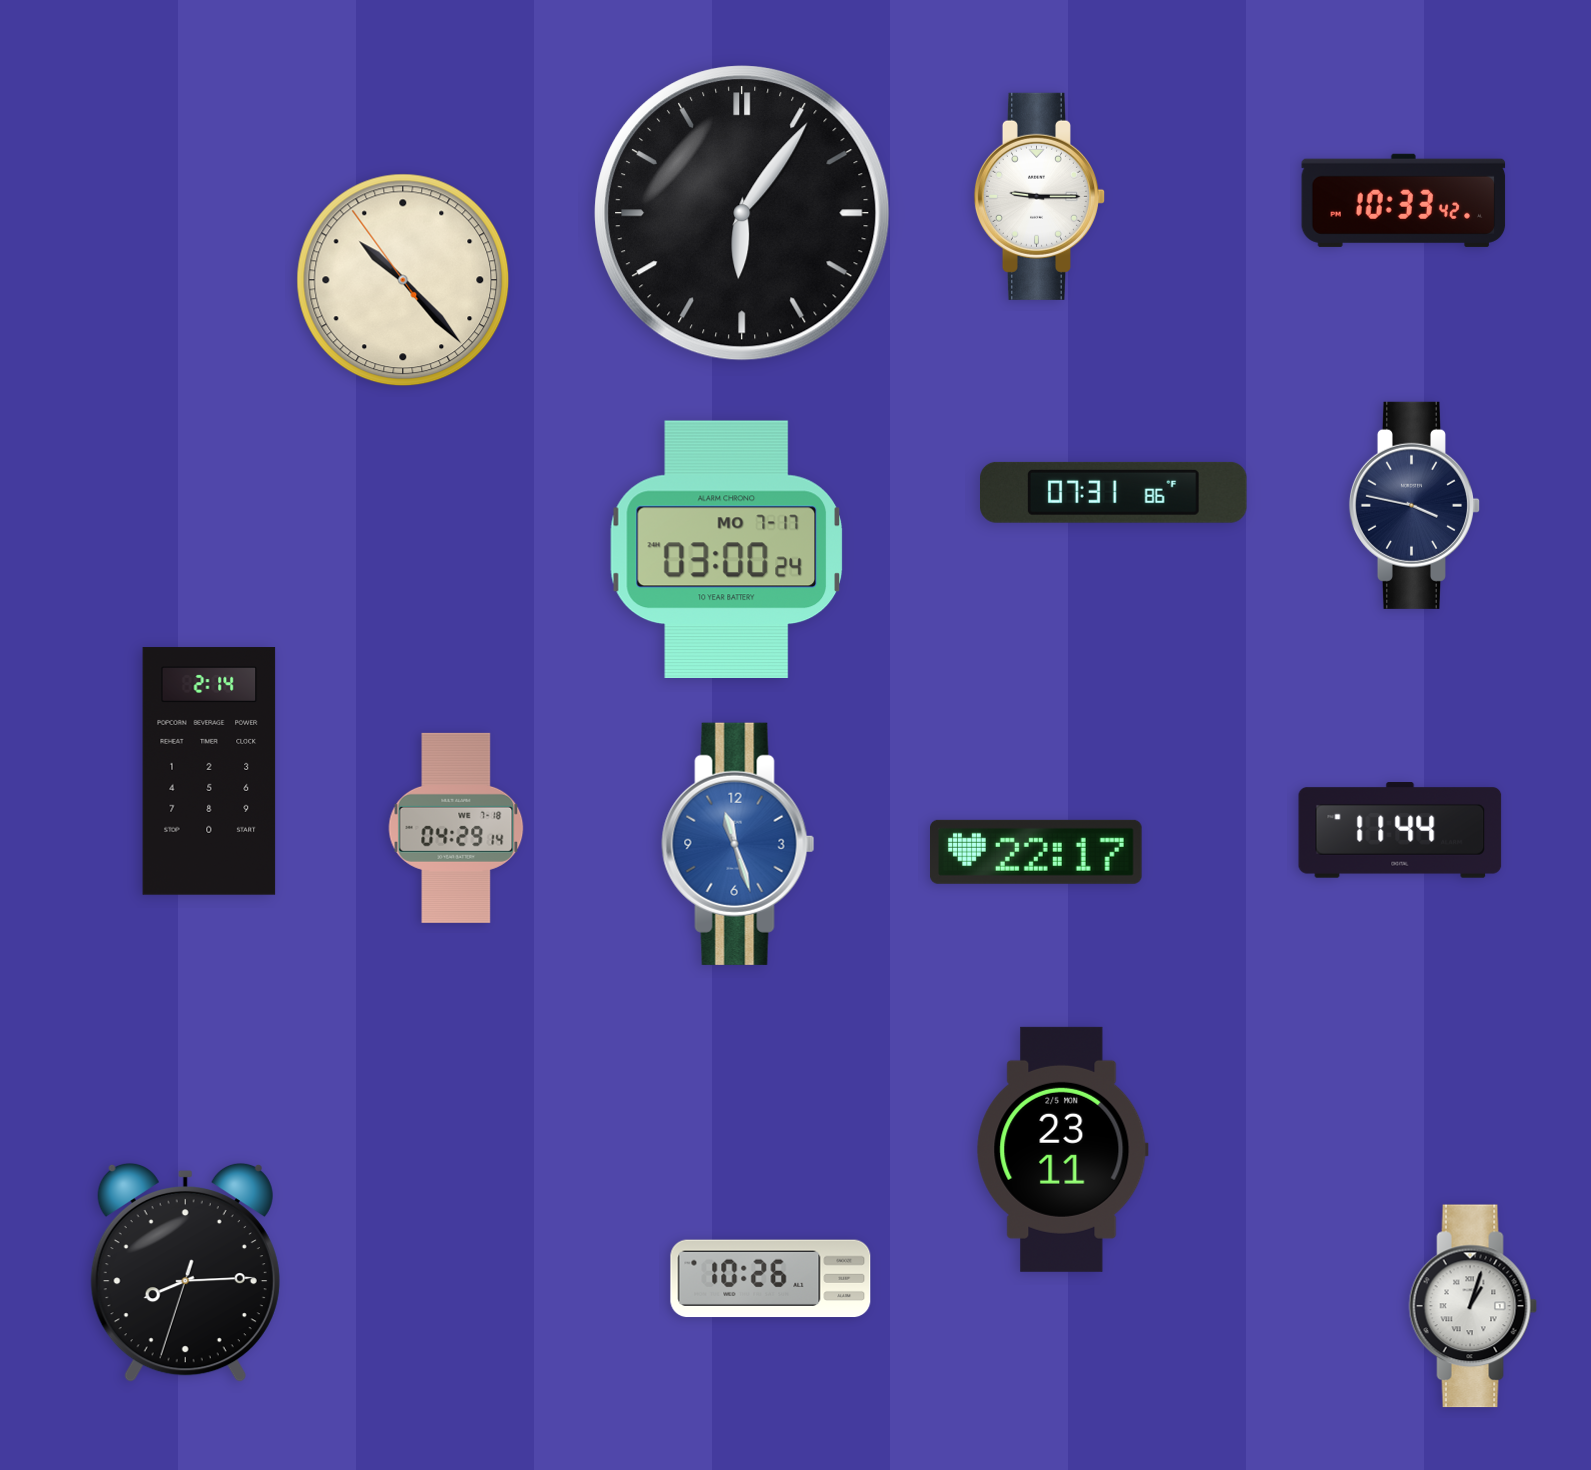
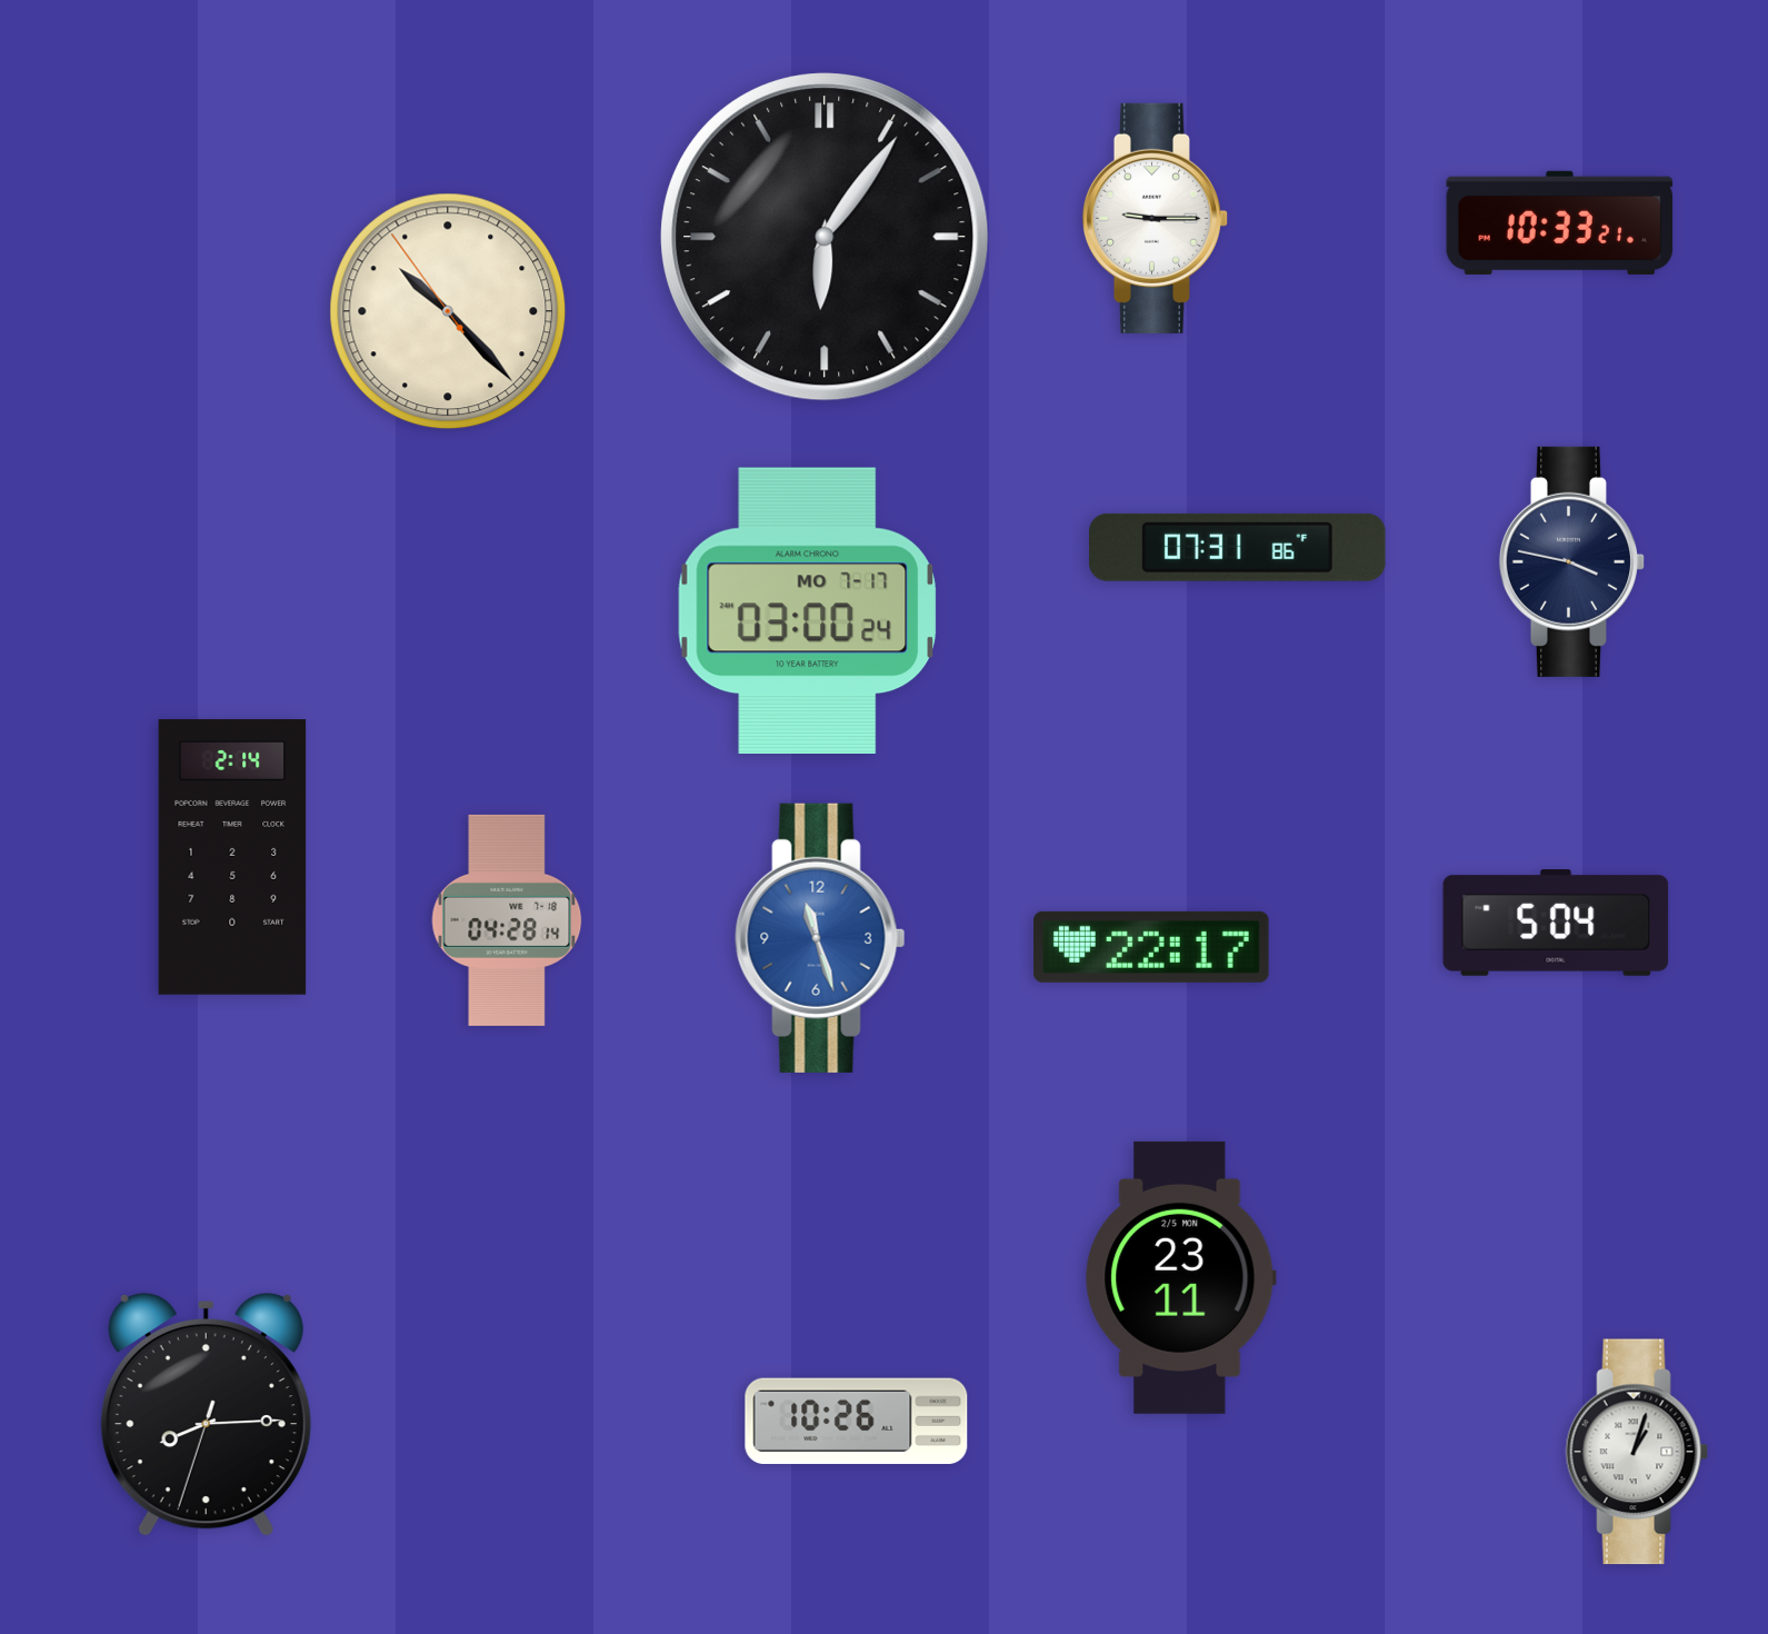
clock at (1404, 200): 10:33:42 -> 10:33:21
clock at (456, 828): 04:29 -> 04:28
clock at (1400, 831): 11:44 -> 5:04
